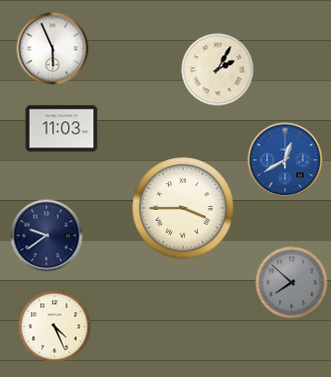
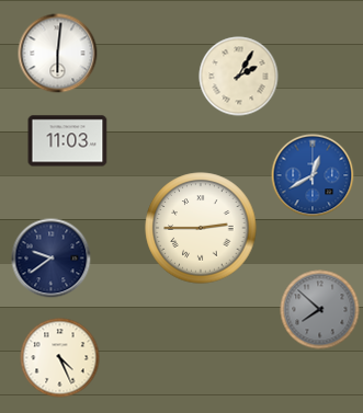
clock at (53, 49): 5:56 -> 6:01
clock at (183, 208): 3:45 -> 2:45
